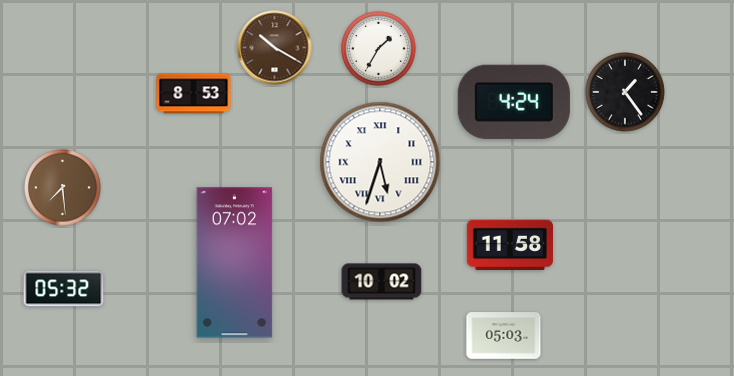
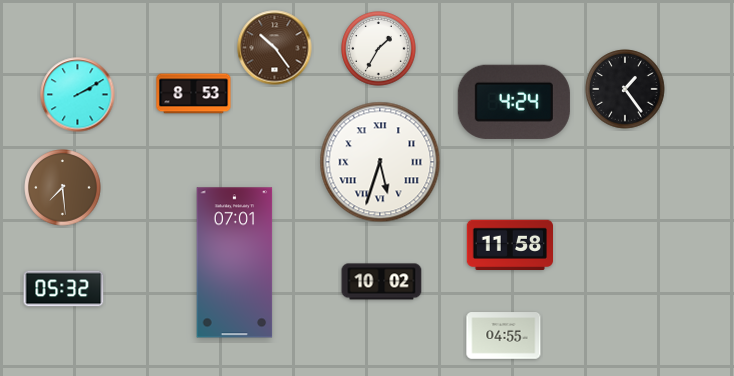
clock at (275, 48): 10:20 -> 10:24
clock at (625, 92) position: (625, 92) -> (625, 89)
clock at (78, 95): none -> 2:10
clock at (235, 263): 07:02 -> 07:01
clock at (504, 336): 05:03 -> 04:55
